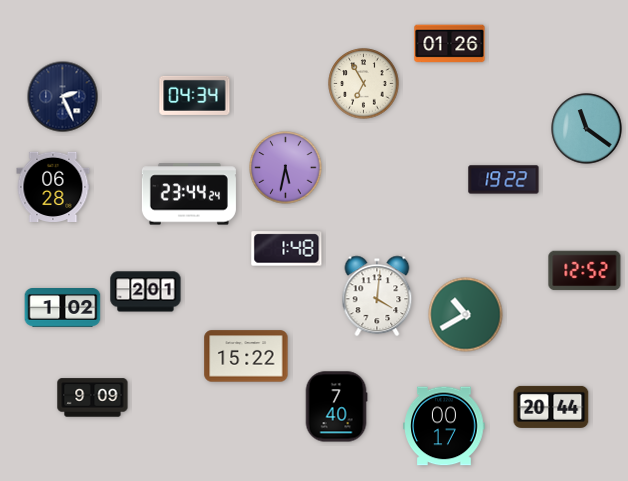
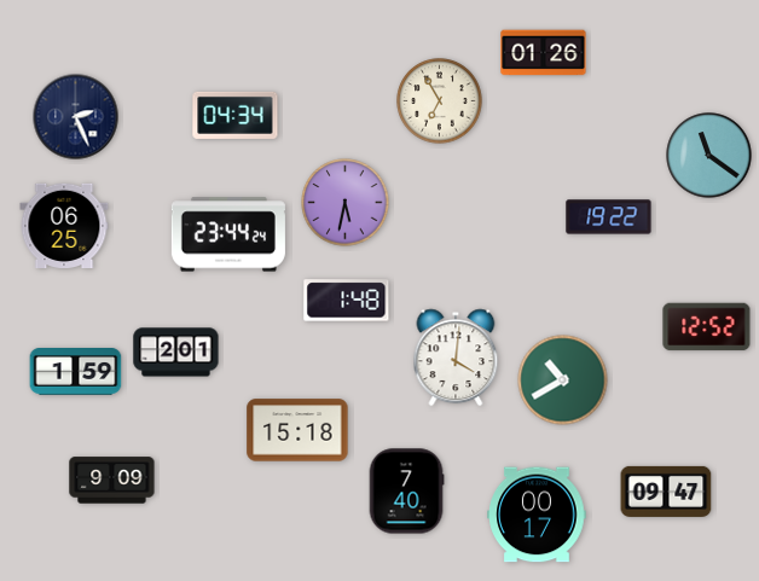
clock at (53, 186): 06:28 -> 06:25
clock at (63, 308): 1:02 -> 1:59
clock at (246, 356): 15:22 -> 15:18
clock at (551, 407): 20:44 -> 09:47
